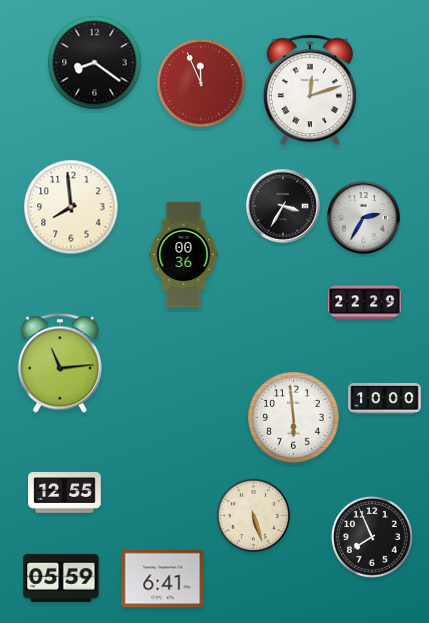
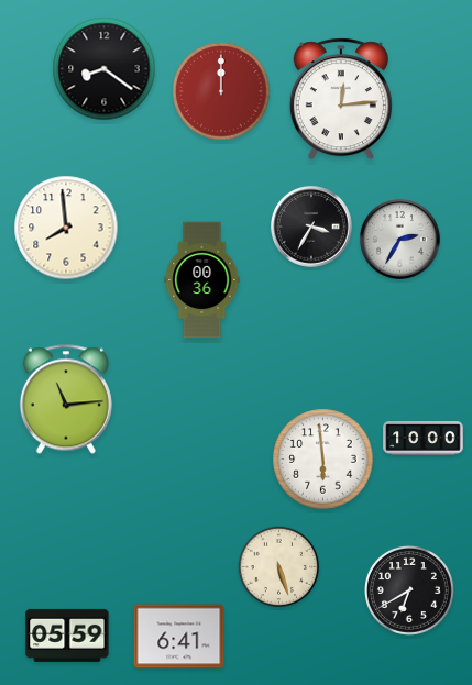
clock at (201, 83): 11:56 -> 12:00
clock at (310, 90): 12:12 -> 12:14
clock at (71, 207) position: (71, 207) -> (66, 228)
clock at (365, 303): 22:29 -> none
clock at (65, 493): 12:55 -> none
clock at (372, 537): 7:56 -> 6:40
